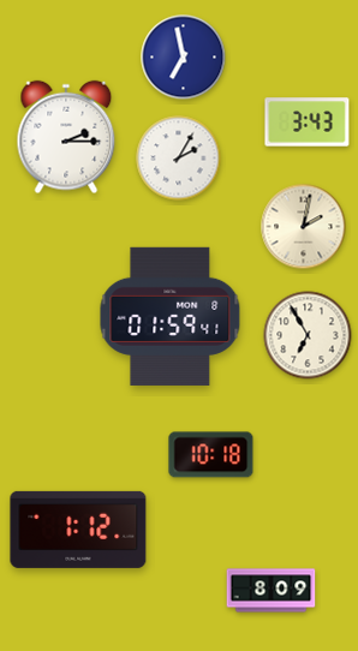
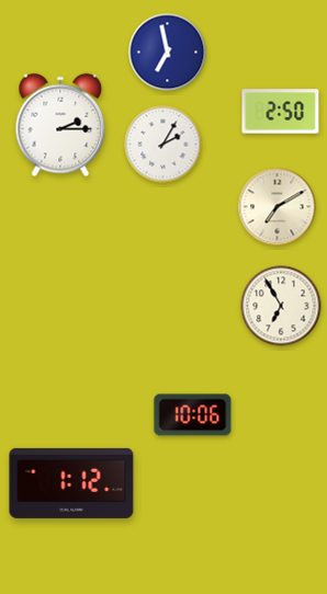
clock at (308, 123): 3:43 -> 2:50
clock at (304, 227): 2:02 -> 7:10
clock at (171, 316): 01:59 -> none
clock at (211, 455): 10:18 -> 10:06
clock at (272, 591): 8:09 -> none
